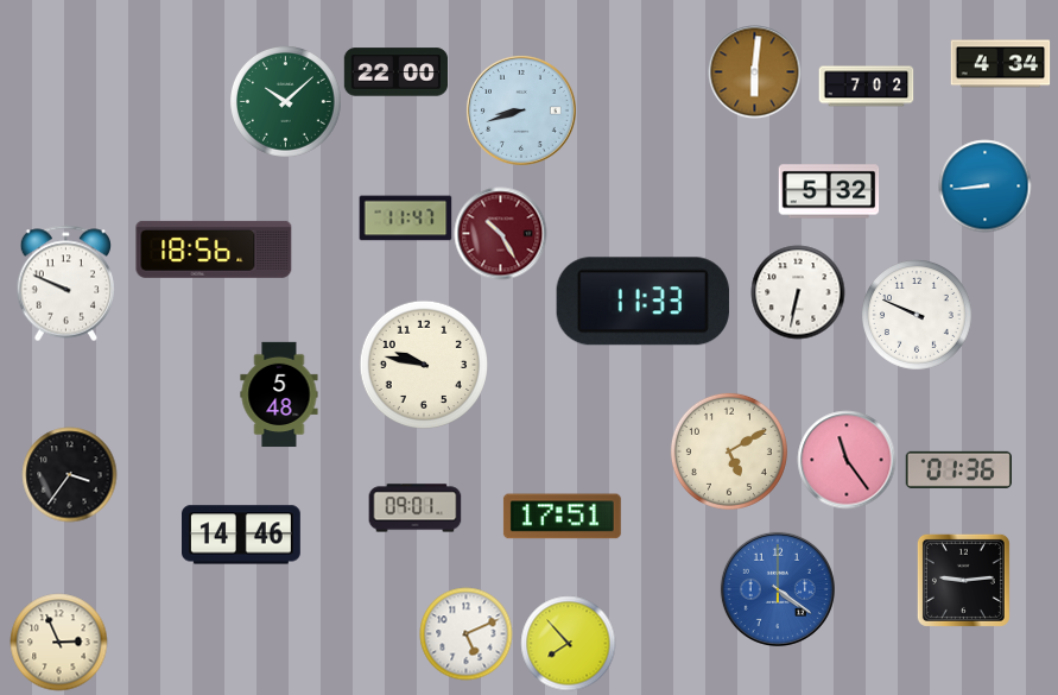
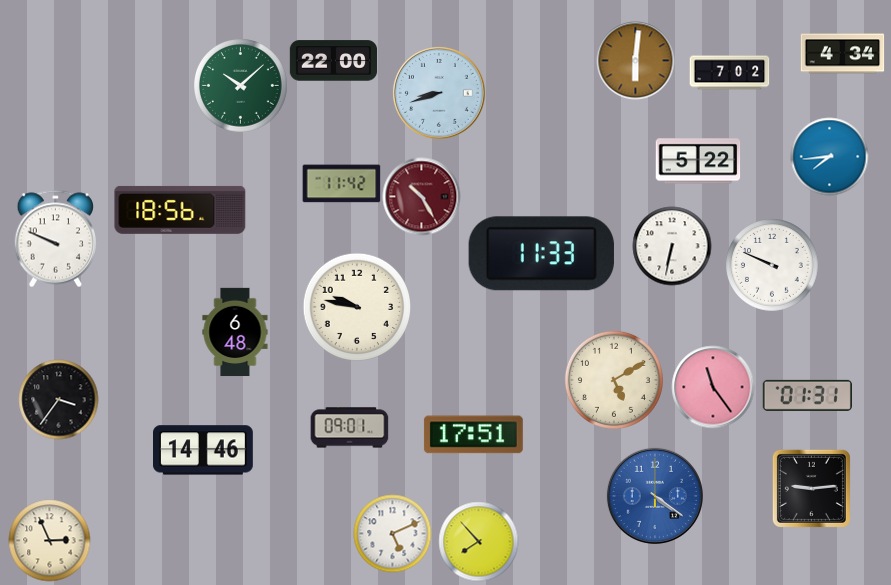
clock at (984, 185): 8:44 -> 7:44
clock at (829, 191): 5:32 -> 5:22
clock at (405, 219): 11:47 -> 11:42
clock at (279, 394): 5:48 -> 6:48
clock at (958, 469): 01:36 -> 01:31
